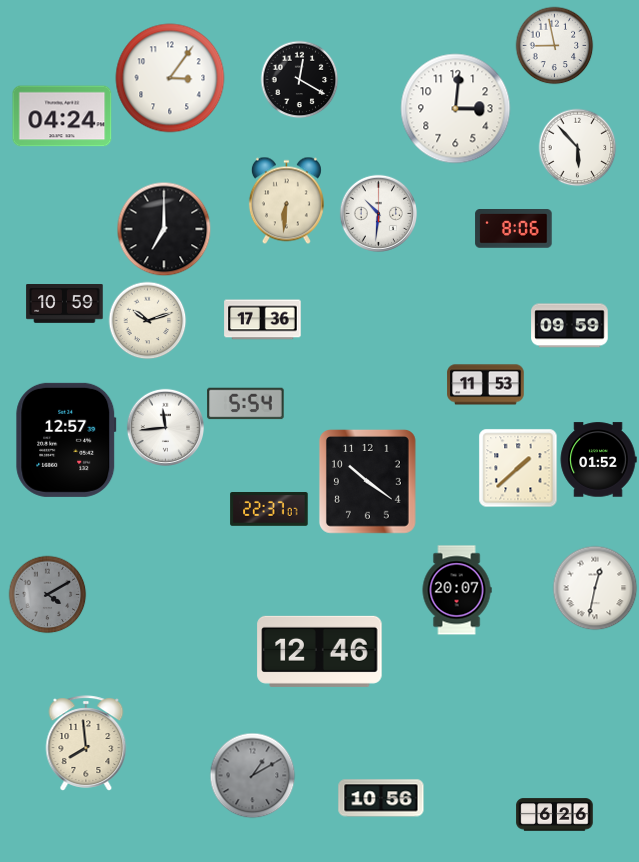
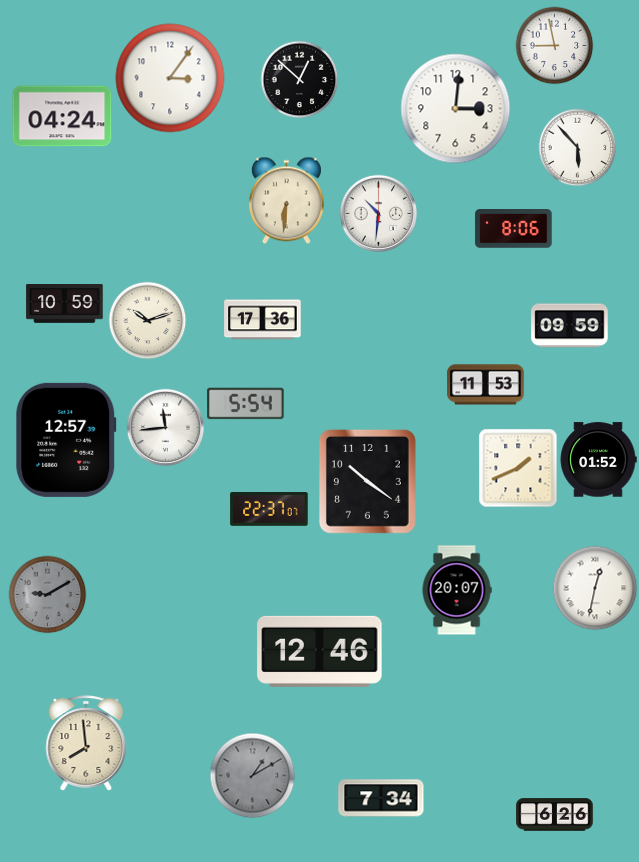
clock at (299, 79): 12:20 -> 12:52
clock at (164, 229): 7:00 -> none
clock at (518, 468): 1:38 -> 1:41
clock at (47, 594): 4:10 -> 9:10
clock at (381, 798): 10:56 -> 7:34
